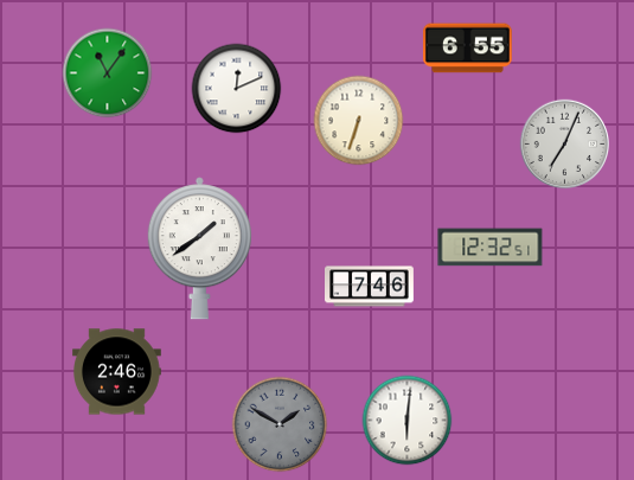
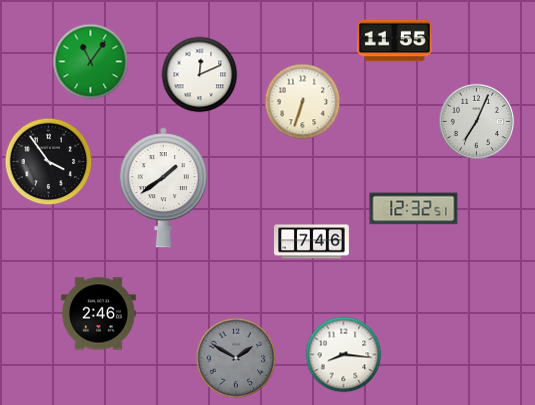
clock at (467, 49): 6:55 -> 11:55
clock at (49, 162): none -> 3:54
clock at (199, 249) position: (199, 249) -> (163, 188)
clock at (408, 421): 6:01 -> 8:16
